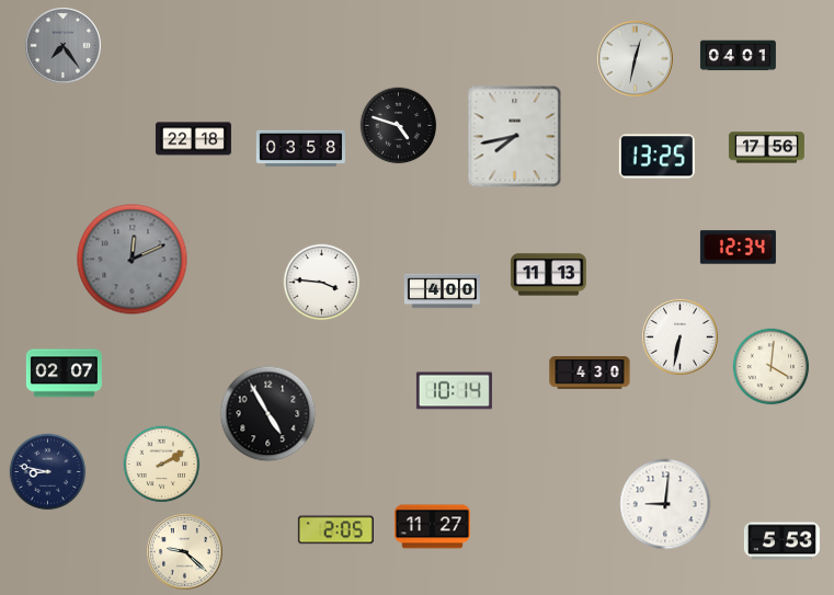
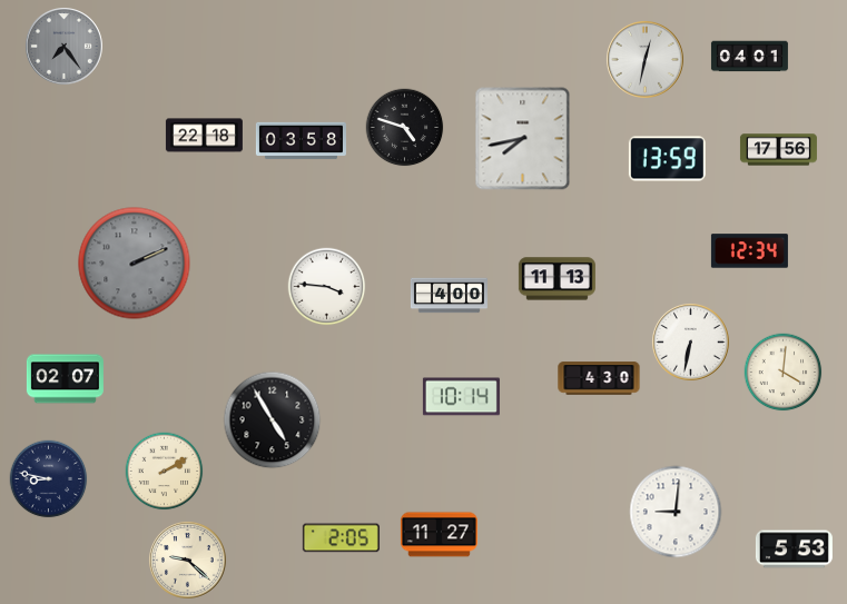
clock at (193, 139) position: (193, 139) -> (204, 136)
clock at (300, 149) position: (300, 149) -> (301, 141)
clock at (656, 157): 13:25 -> 13:59
clock at (133, 260): 12:11 -> 2:11
